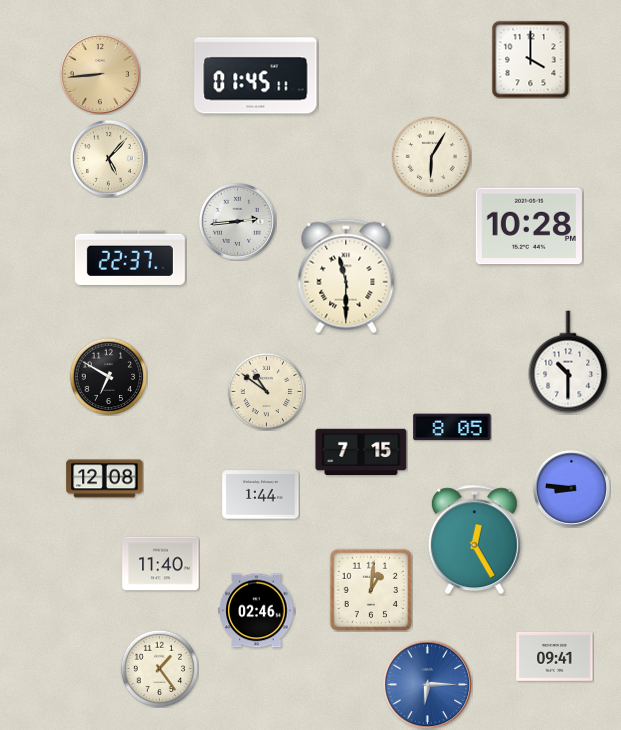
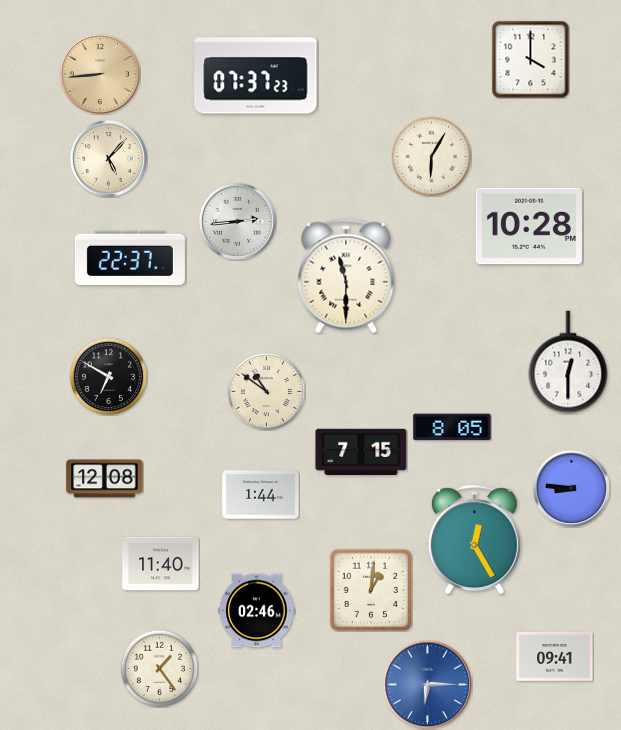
clock at (256, 76): 01:45 -> 07:37
clock at (568, 362): 10:30 -> 12:30
